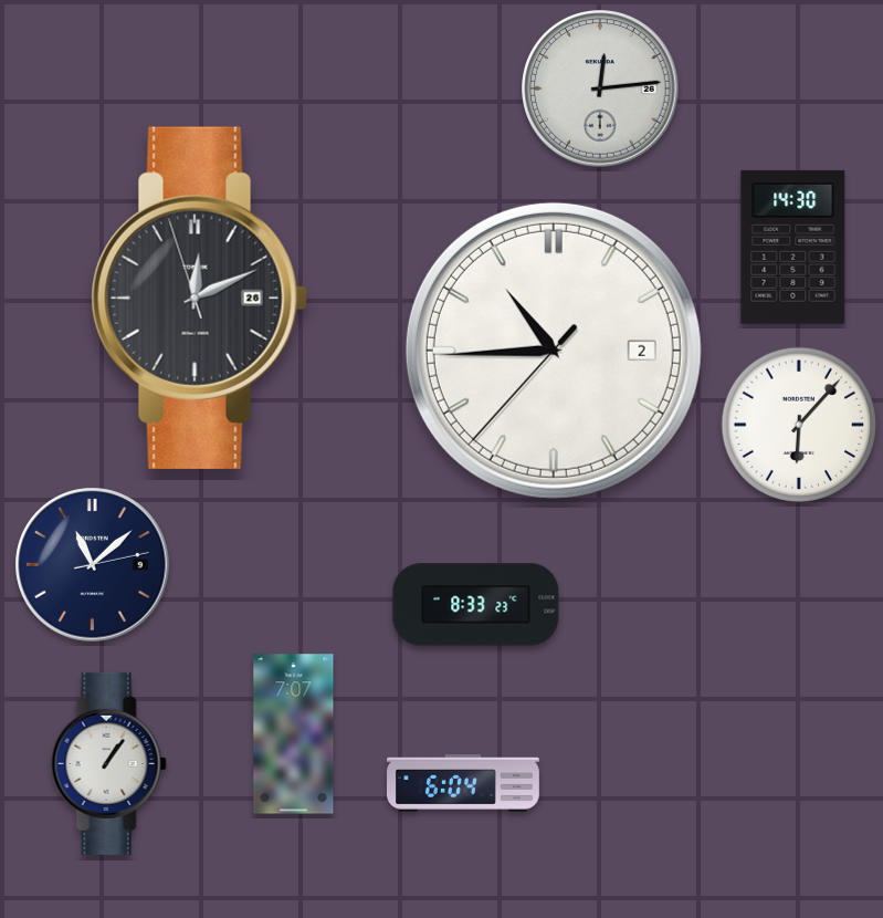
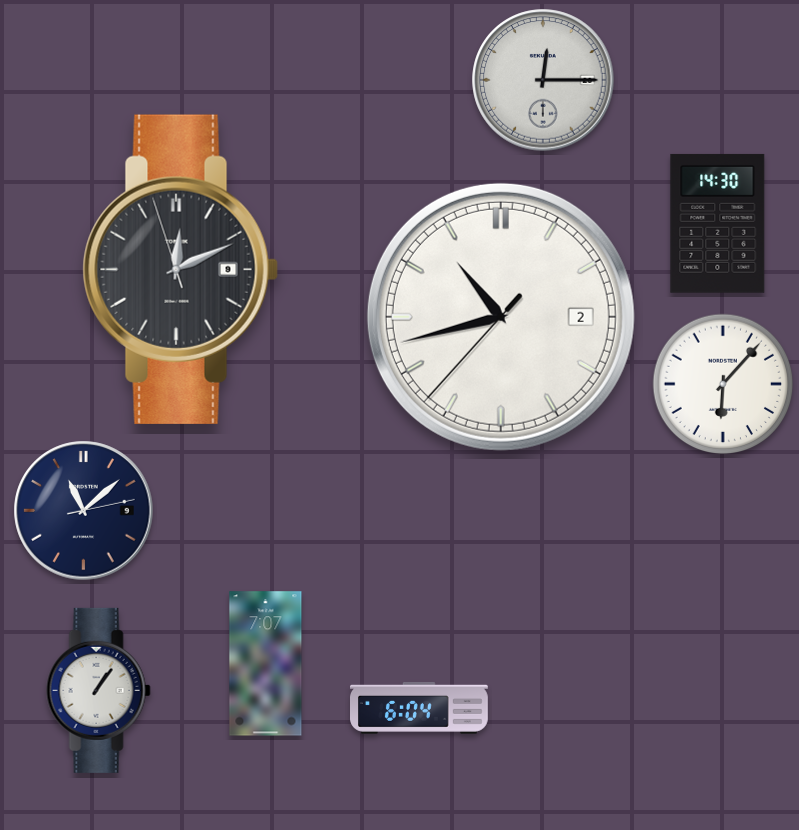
clock at (600, 88): 12:14 -> 12:15
clock at (199, 298) date: 26 -> 9
clock at (554, 351): 10:44 -> 10:42
clock at (476, 605): 8:33 -> none
